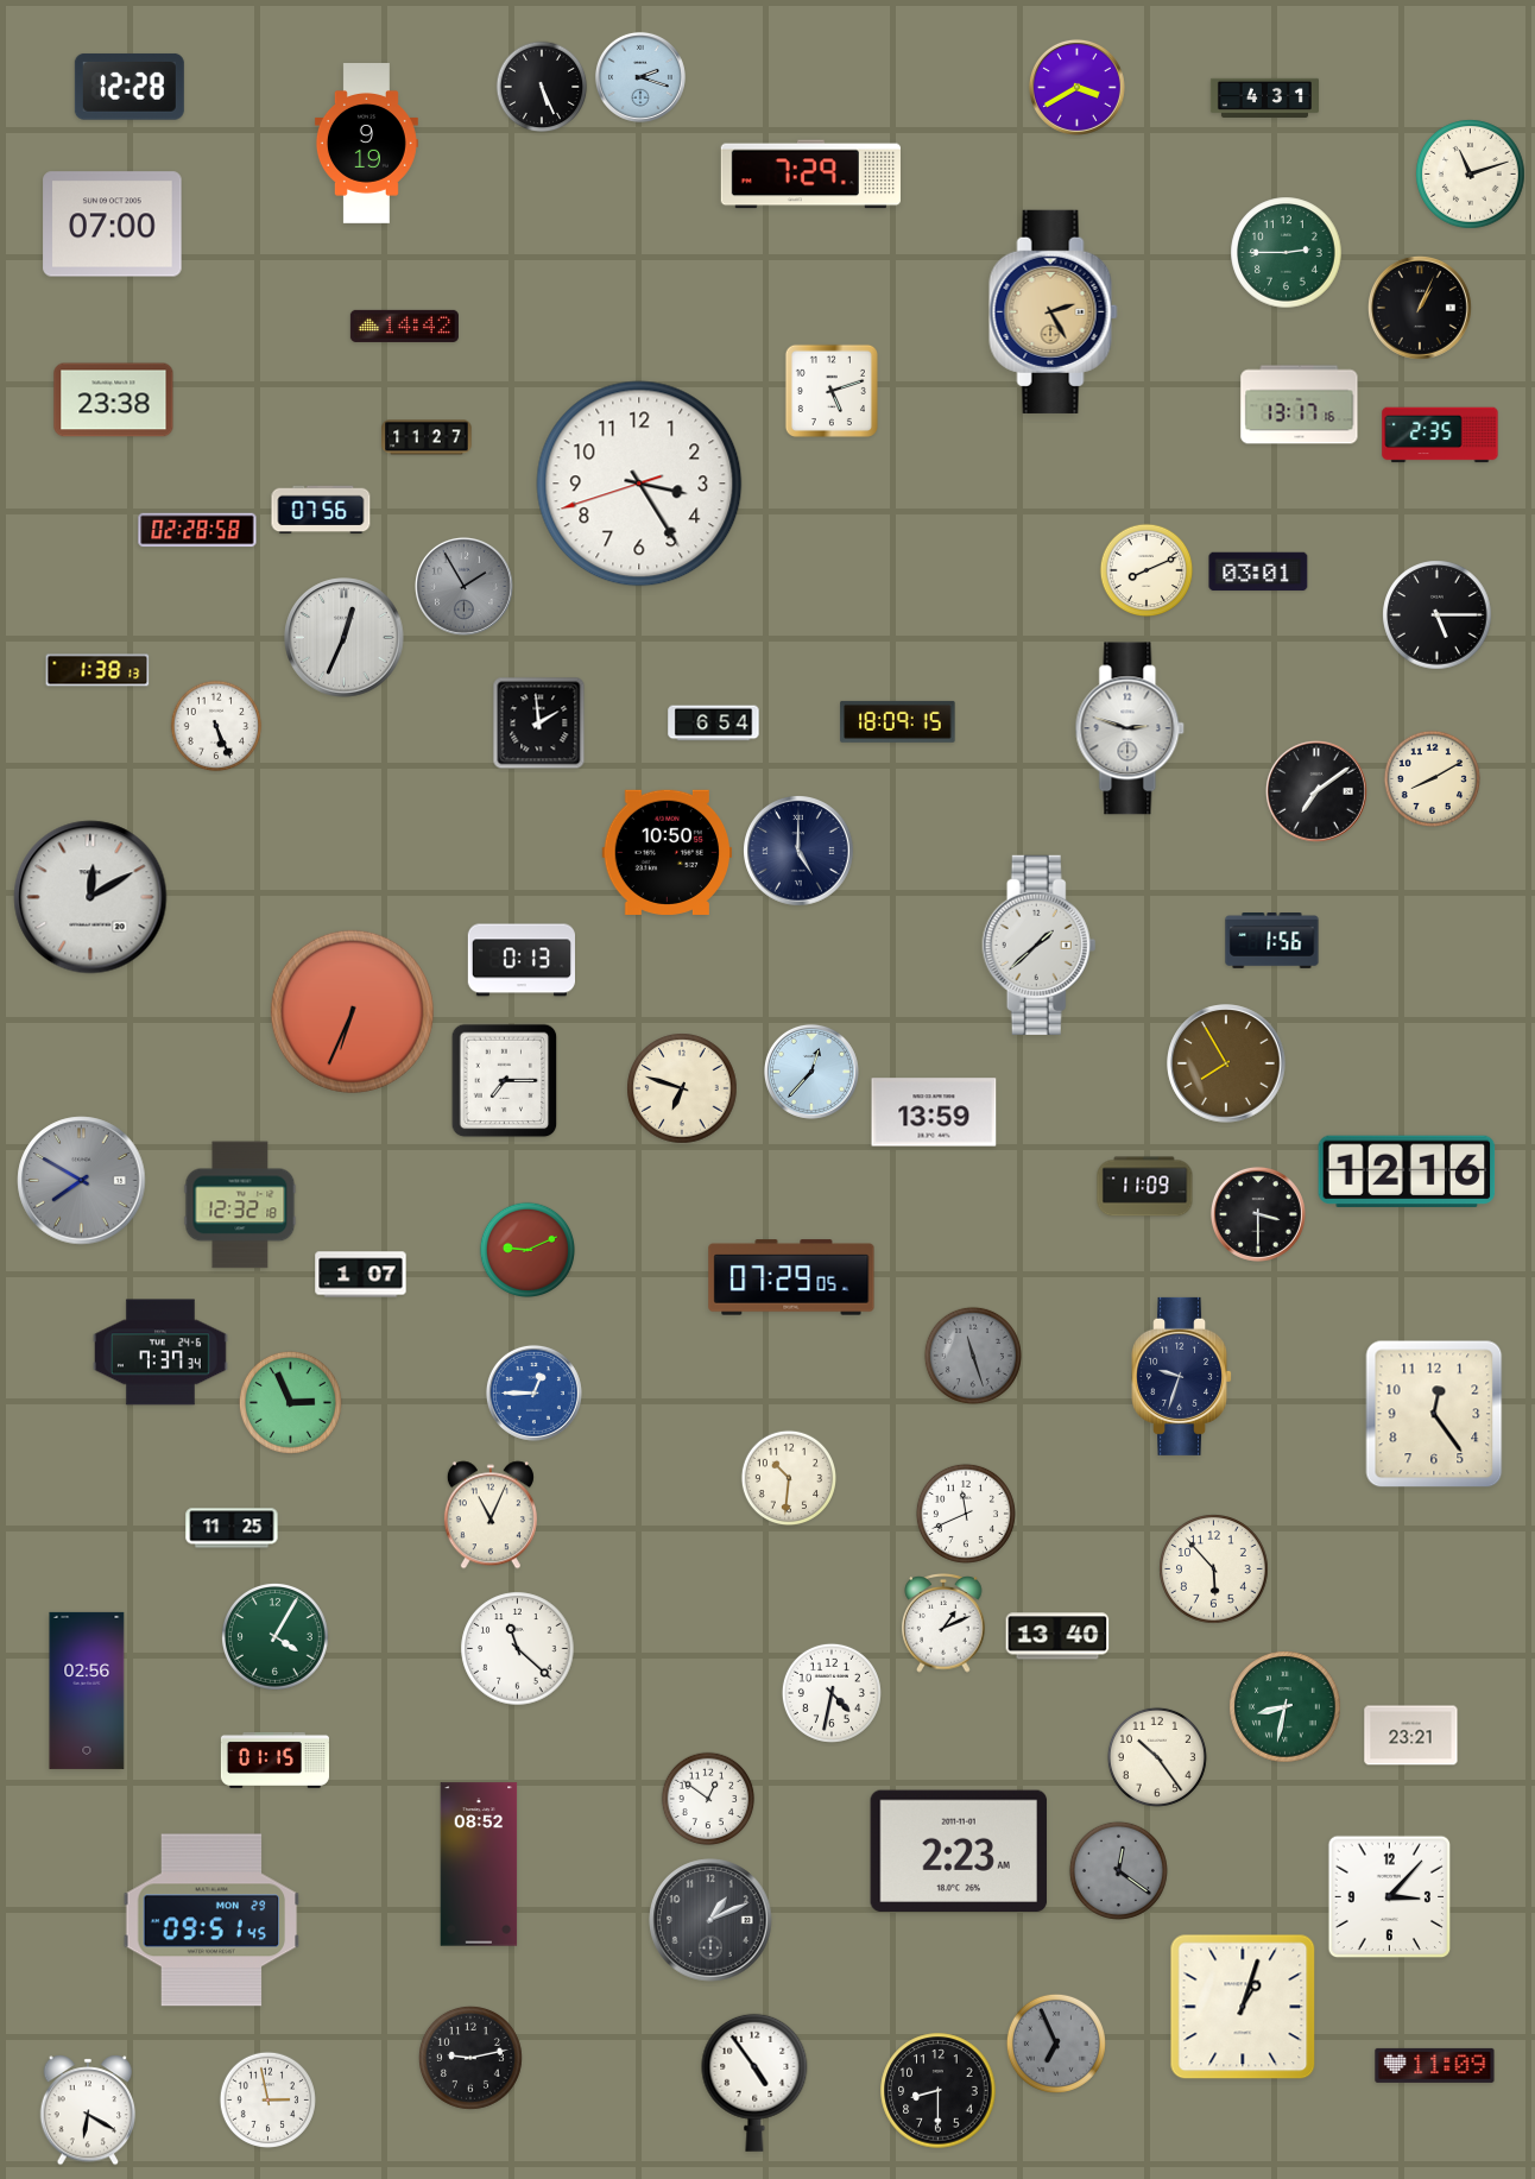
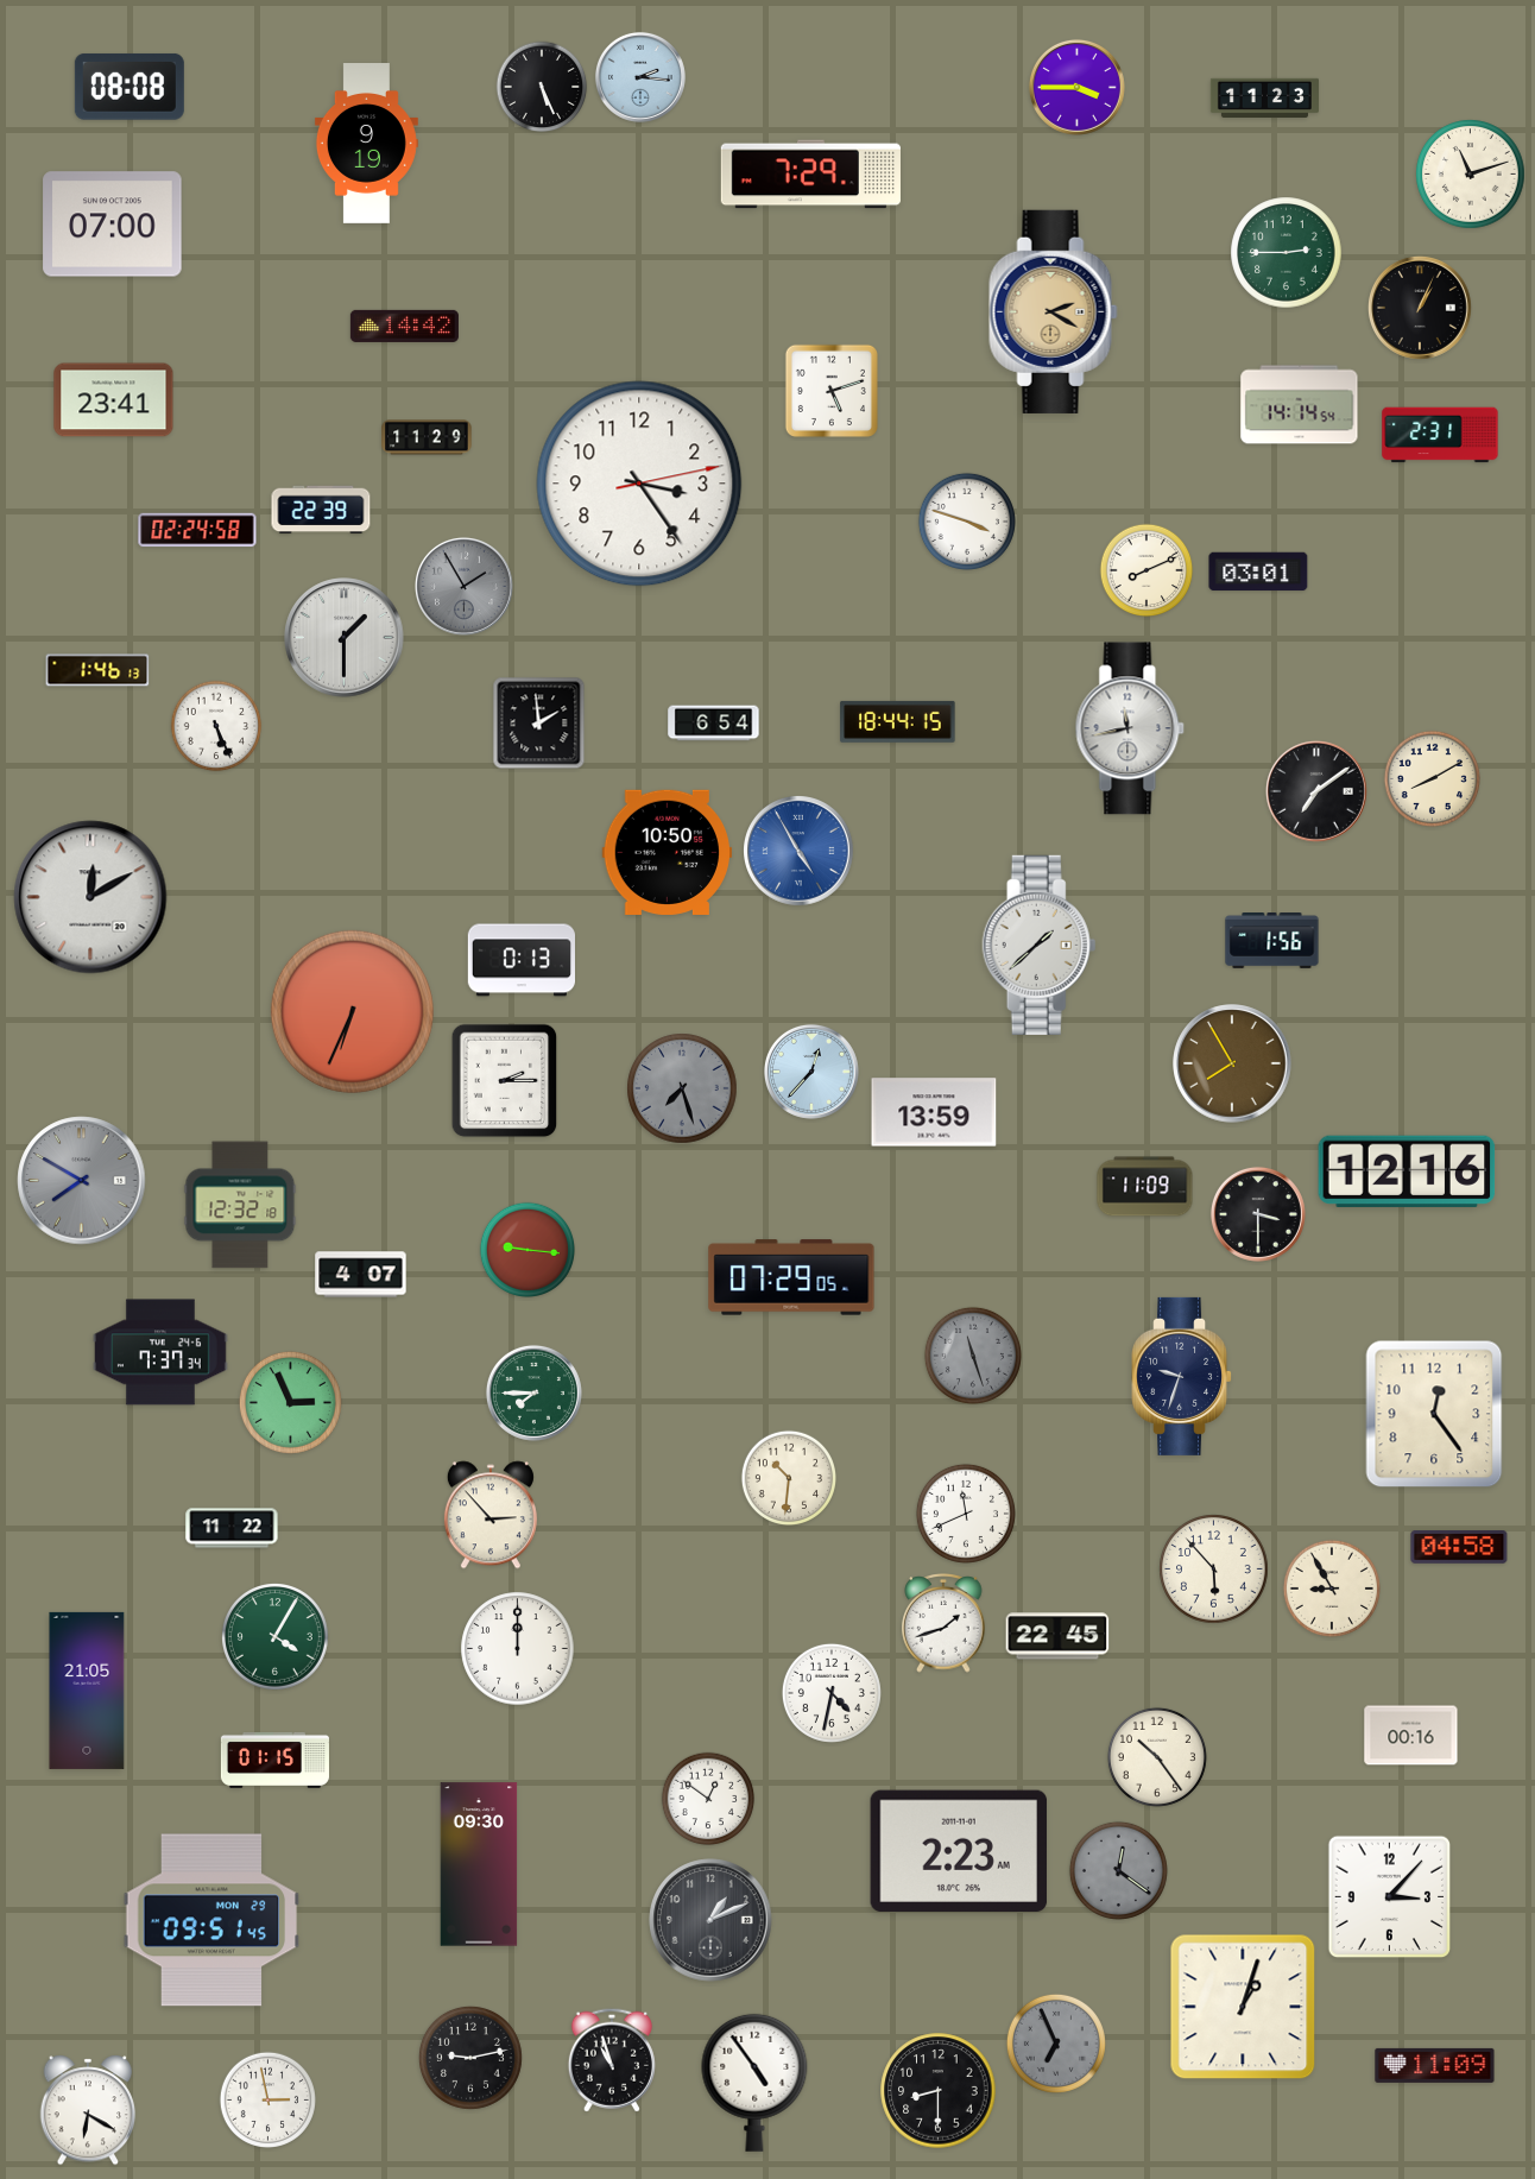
clock at (640, 77): 2:18 -> 2:16
clock at (130, 87): 12:28 -> 08:08
clock at (1076, 87): 3:40 -> 3:45
clock at (1264, 99): 4:31 -> 11:23
clock at (1054, 311): 2:25 -> 2:20
clock at (114, 400): 23:38 -> 23:41
clock at (1300, 405): 13:17 -> 14:14
clock at (1440, 435): 2:35 -> 2:31
clock at (427, 437): 11:27 -> 11:29
clock at (639, 484): 3:24:42 -> 3:24:13
clock at (321, 510): 07:56 -> 22:39
clock at (967, 522): none -> 3:48
clock at (197, 530): 02:28 -> 02:24
clock at (1438, 615): 5:15 -> none
clock at (345, 638): 12:34 -> 1:30
clock at (97, 670): 1:38 -> 1:46
clock at (898, 721): 18:09 -> 18:44
clock at (1130, 728): 2:48 -> 11:43
clock at (800, 852): 5:00 -> 4:55
clock at (800, 852) dial: navy -> blue
clock at (1226, 1063) position: (1226, 1063) -> (1232, 1063)
clock at (505, 1081): 7:15 -> 2:15
clock at (682, 1088): 6:48 -> 7:27
clock at (682, 1088) dial: cream -> grey
clock at (526, 1249): 9:11 -> 9:16
clock at (361, 1275): 1:07 -> 4:07
clock at (533, 1392): 12:45 -> 7:45
clock at (533, 1392) dial: blue -> green
clock at (491, 1515): 11:04 -> 2:53
clock at (232, 1528): 11:25 -> 11:22
clock at (1459, 1548): none -> 04:58
clock at (1332, 1589): none -> 8:55
clock at (943, 1624): 1:11 -> 1:42
clock at (1057, 1636): 13:40 -> 22:45
clock at (518, 1649): 11:22 -> 12:00
clock at (87, 1691): 02:56 -> 21:05
clock at (1286, 1707): 8:32 -> none
clock at (1411, 1736): 23:21 -> 00:16
clock at (479, 1864): 08:52 -> 09:30
clock at (612, 2060): none -> 10:57
